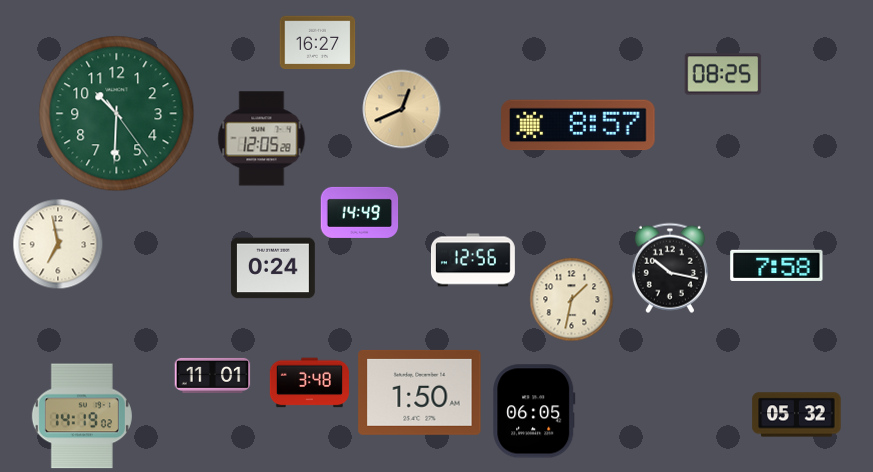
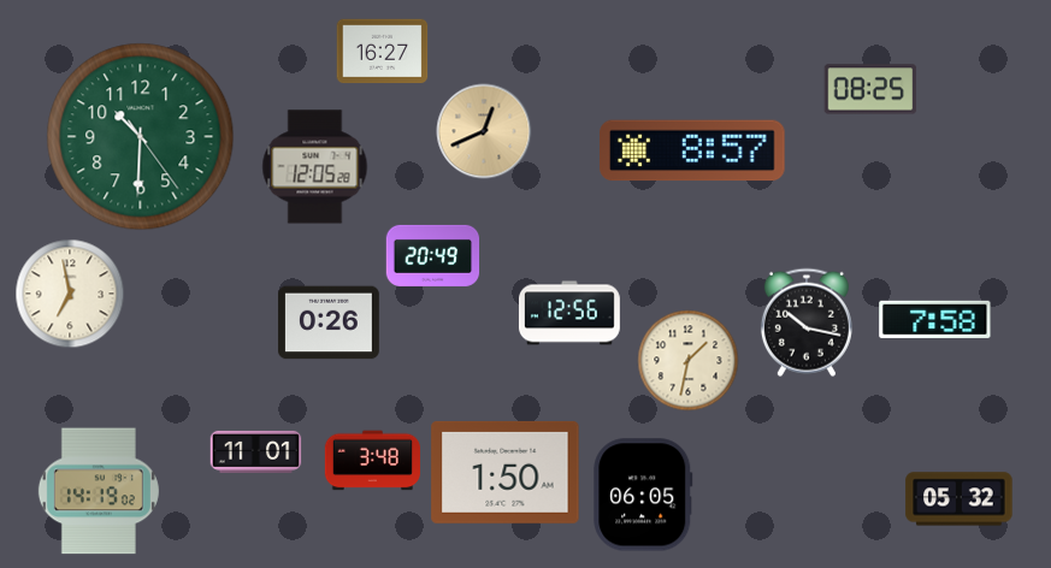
clock at (578, 125) position: (578, 125) -> (692, 150)
clock at (360, 212): 14:49 -> 20:49
clock at (273, 268): 0:24 -> 0:26
clock at (82, 416) position: (82, 416) -> (99, 491)
